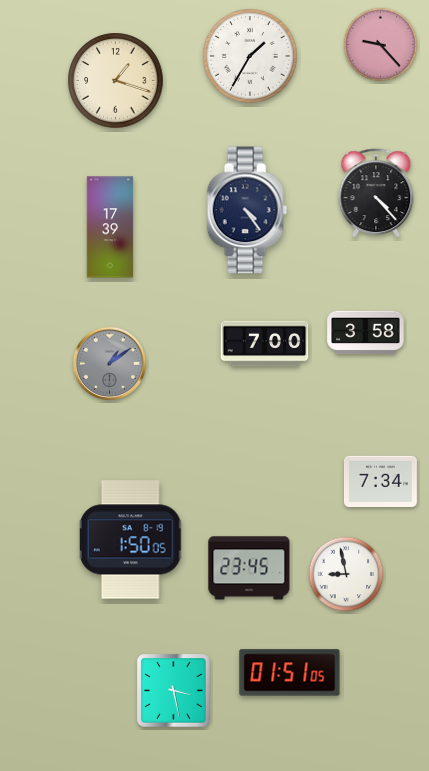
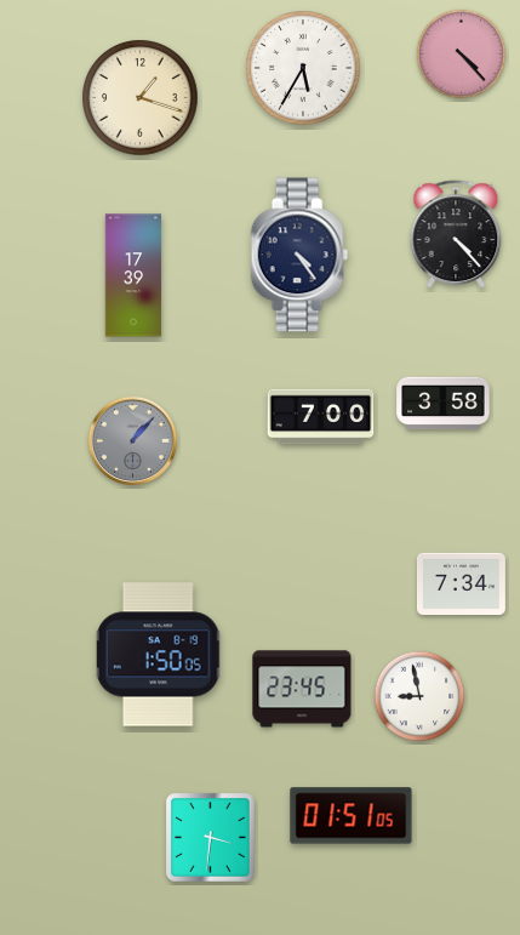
clock at (381, 45): 9:23 -> 4:23
clock at (250, 56): 1:35 -> 5:35
clock at (109, 363): 1:09 -> 1:07
clock at (174, 691): 3:28 -> 3:31
